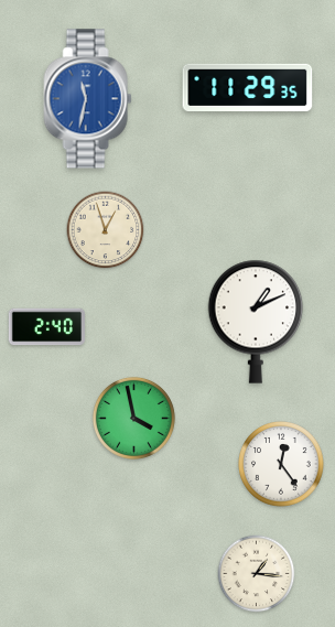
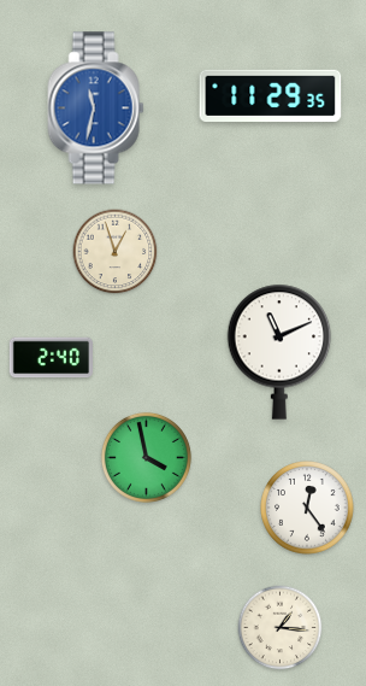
clock at (256, 322): 1:11 -> 11:11
